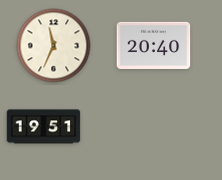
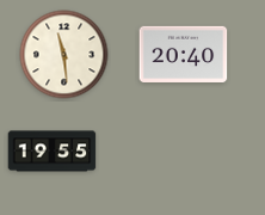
clock at (54, 46): 11:34 -> 11:29
clock at (44, 127): 19:51 -> 19:55
